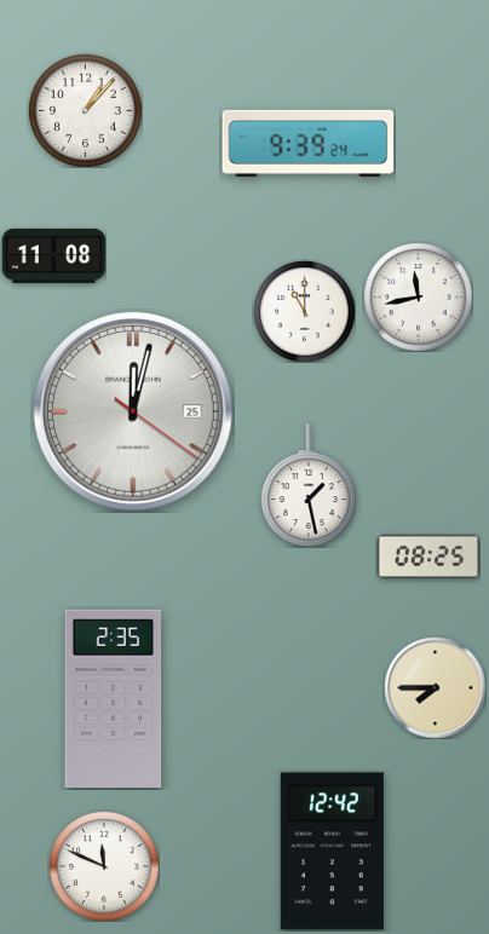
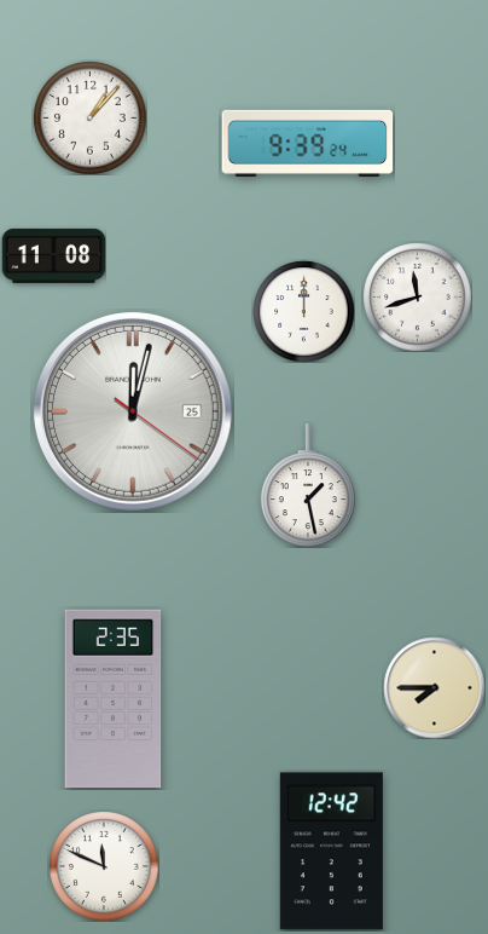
clock at (85, 110) position: (85, 110) -> (89, 117)
clock at (418, 296): 11:43 -> 11:42
clock at (304, 311): 11:00 -> 12:00
clock at (428, 555): 08:25 -> none
